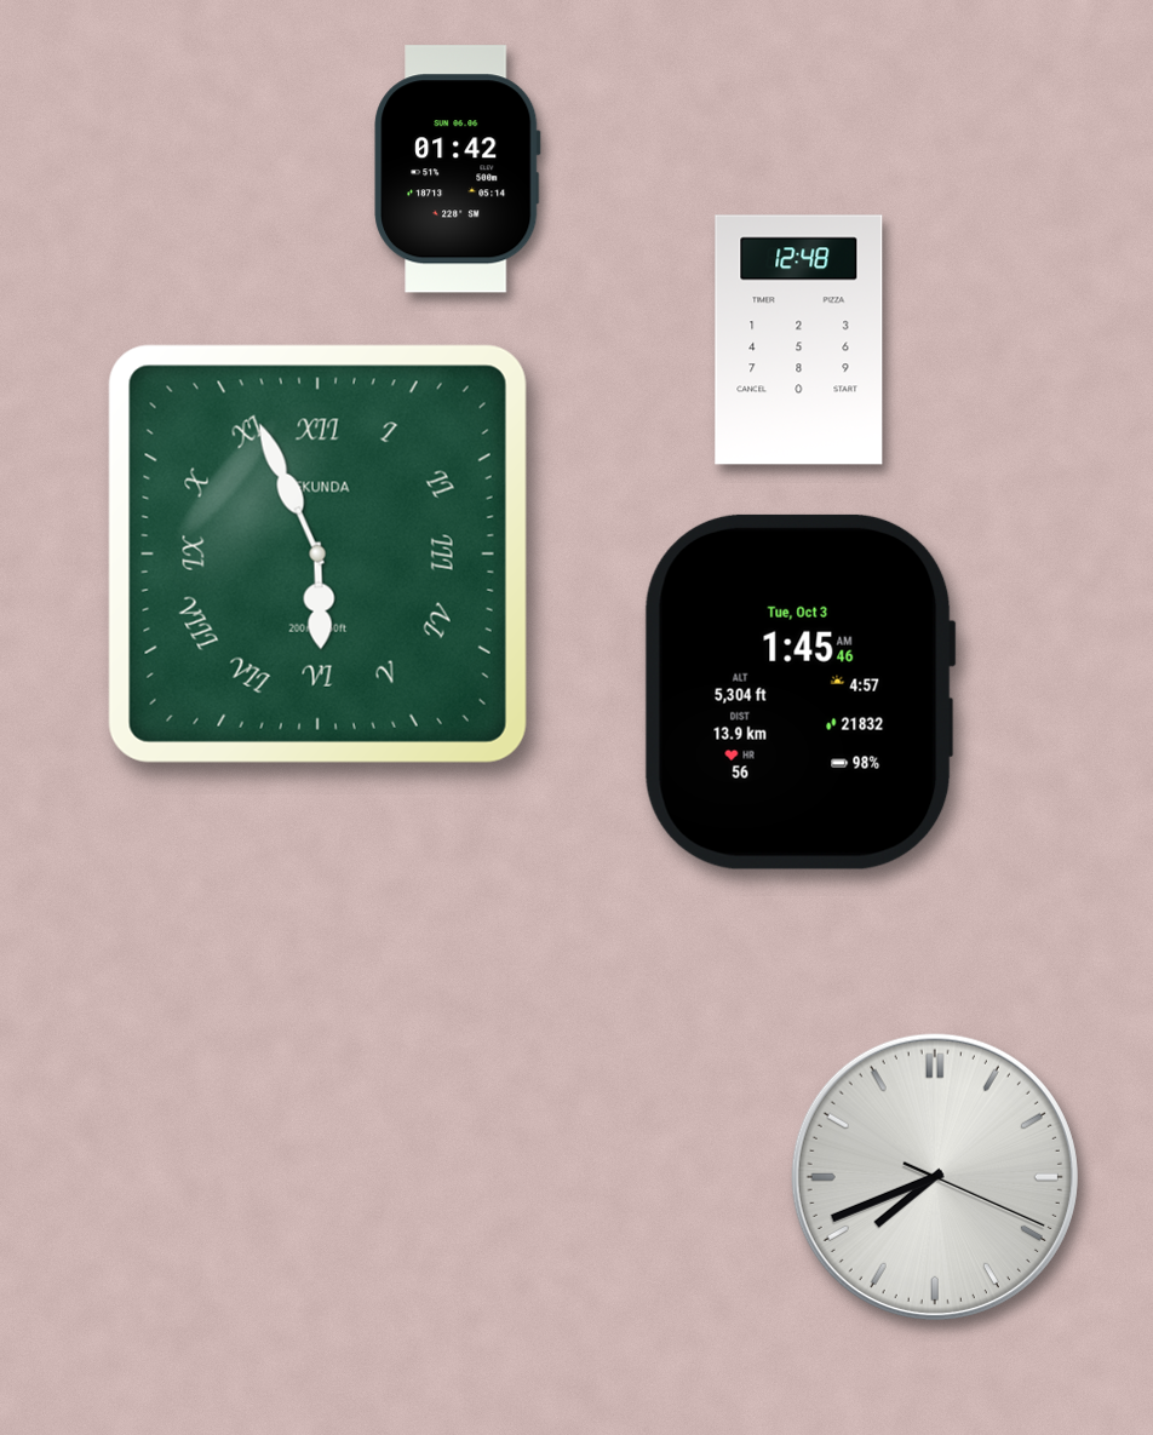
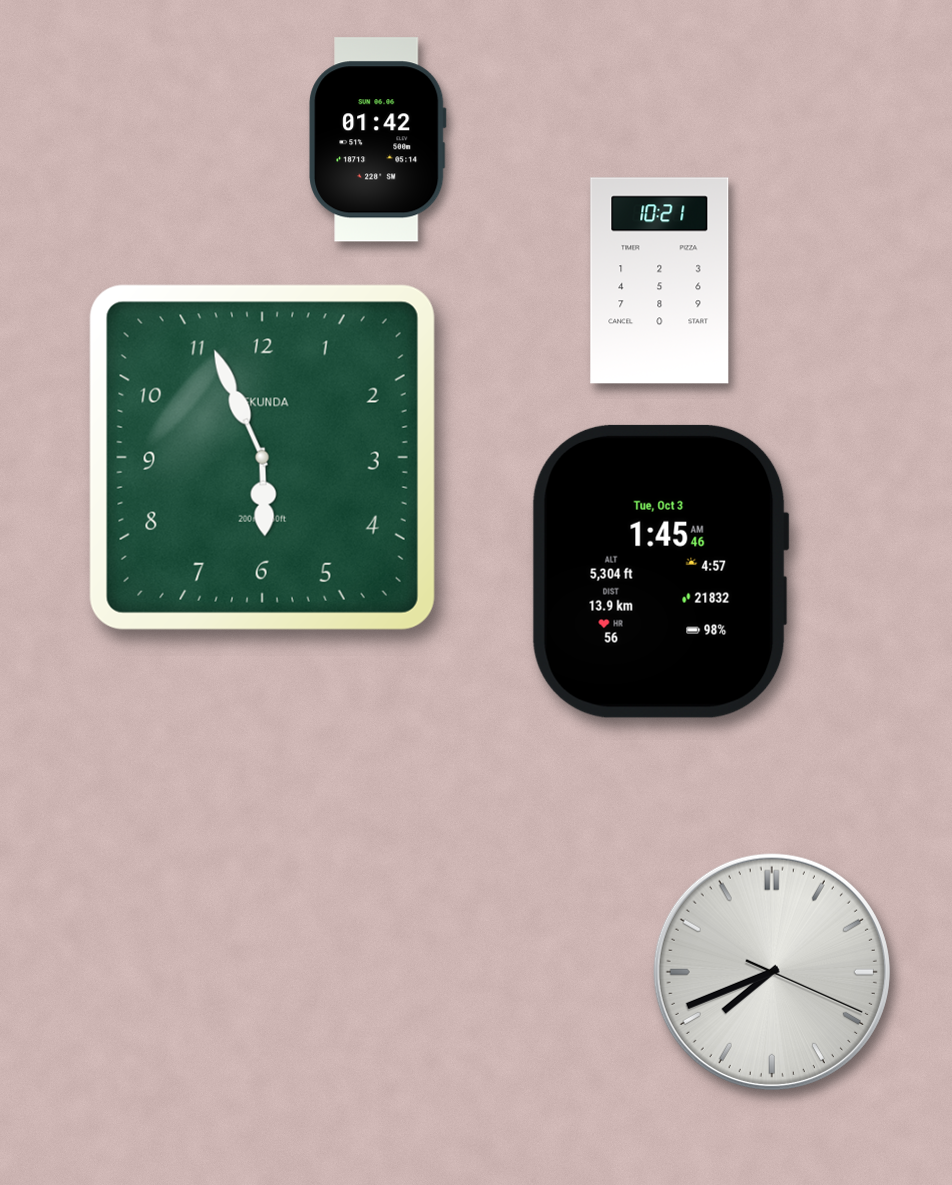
clock at (799, 340): 12:48 -> 10:21
clock at (317, 553) numerals: Roman -> Arabic
